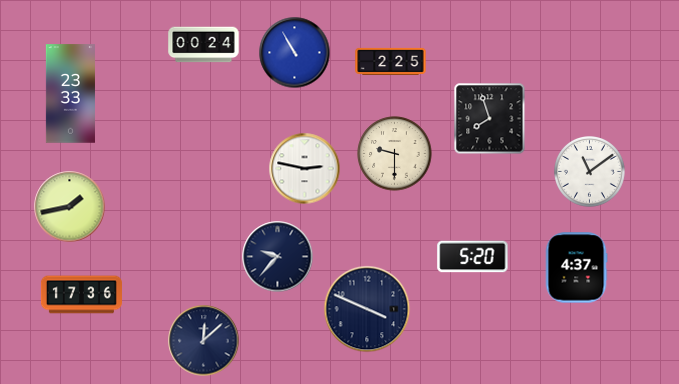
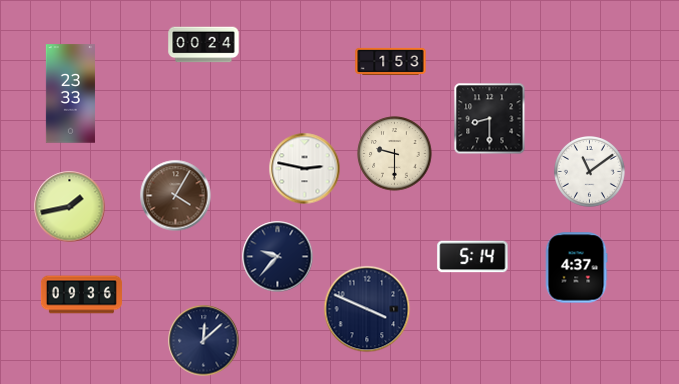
clock at (295, 53): 10:55 -> none
clock at (391, 61): 2:25 -> 1:53
clock at (490, 119): 7:57 -> 8:30
clock at (176, 196): none -> 4:05
clock at (473, 257): 5:20 -> 5:14
clock at (81, 295): 17:36 -> 09:36
